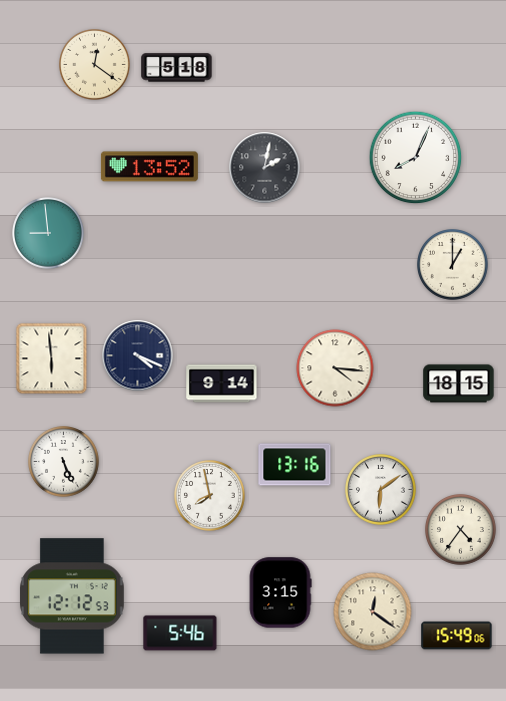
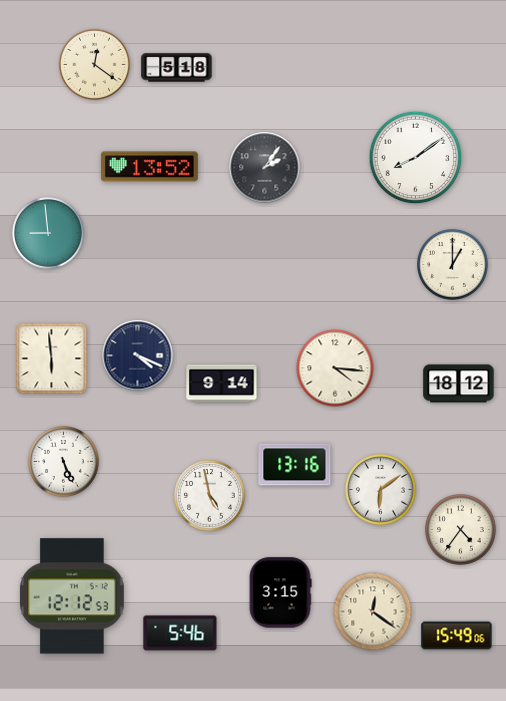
clock at (416, 158): 8:04 -> 8:09
clock at (265, 168): 2:02 -> 2:06
clock at (459, 384): 18:15 -> 18:12
clock at (210, 496): 7:58 -> 4:58
